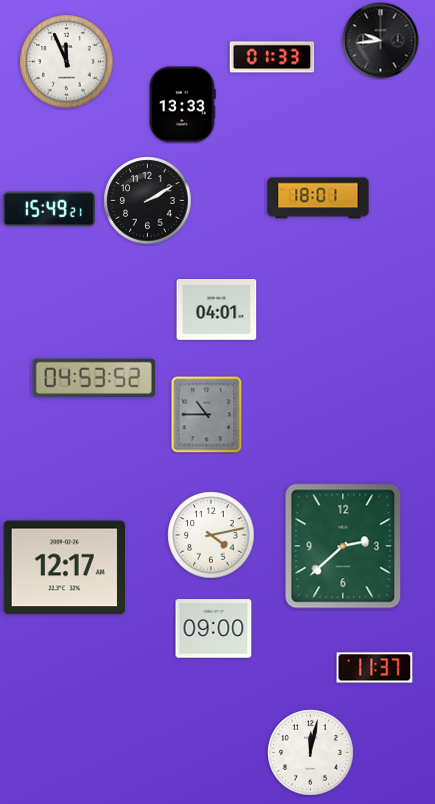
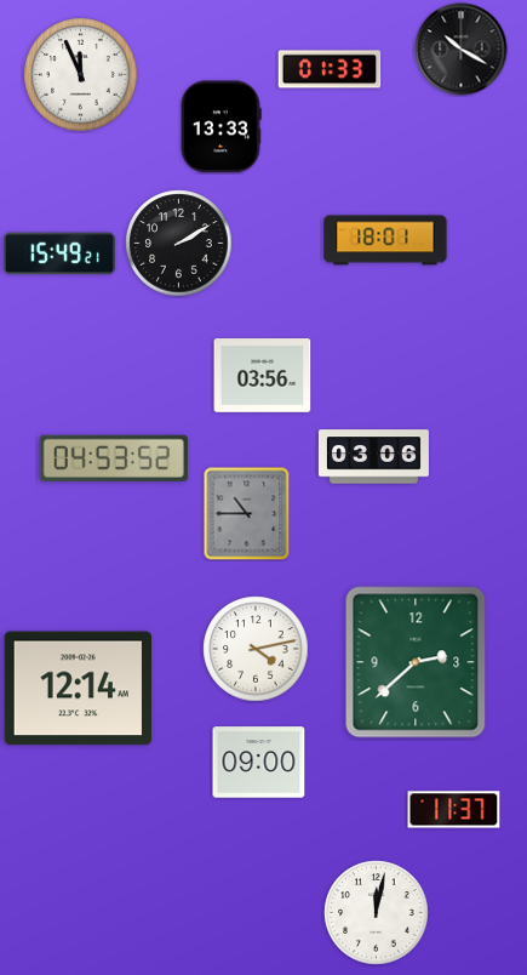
clock at (381, 41): 9:44 -> 10:20
clock at (217, 310): 04:01 -> 03:56
clock at (373, 457): none -> 03:06
clock at (207, 414) position: (207, 414) -> (247, 513)
clock at (64, 568): 12:17 -> 12:14
